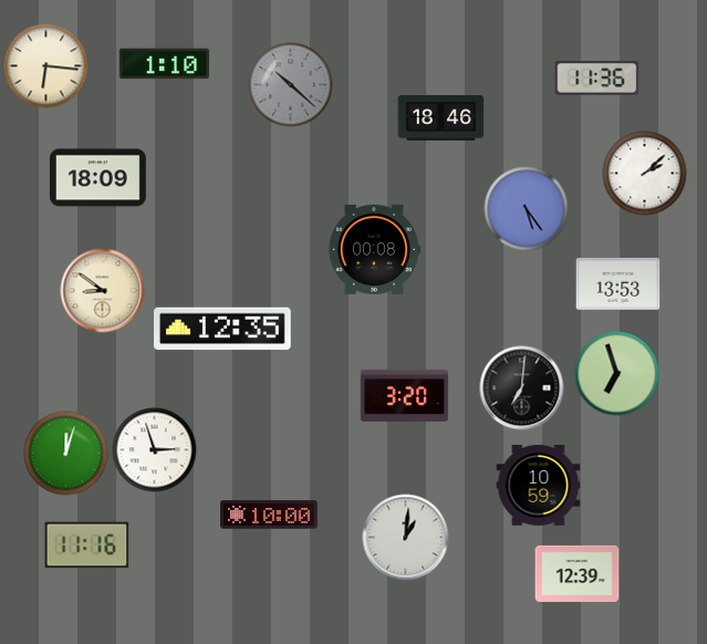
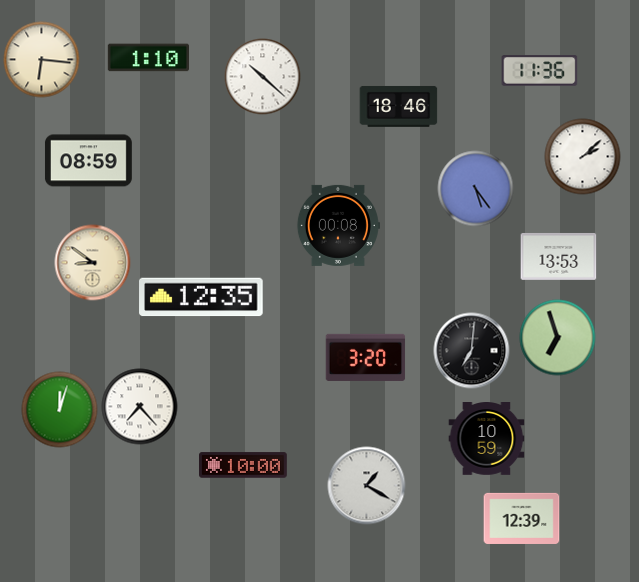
clock at (291, 85) dial: grey -> white
clock at (97, 178): 18:09 -> 08:59
clock at (155, 450): 2:57 -> 7:23
clock at (406, 538): 1:01 -> 1:20
clock at (87, 546): 11:16 -> none
